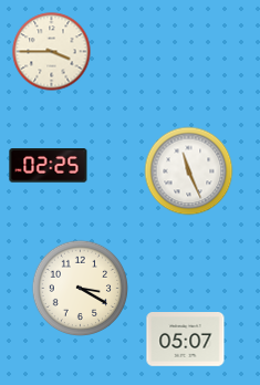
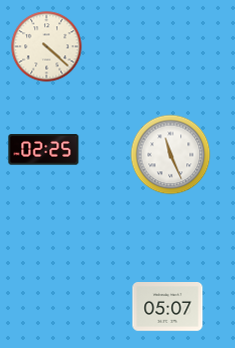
clock at (52, 52): 3:45 -> 4:22
clock at (80, 288): 3:20 -> none
